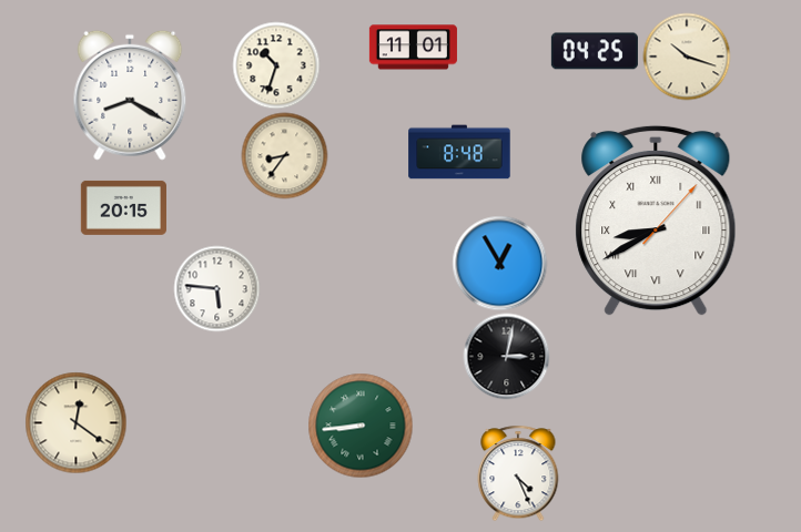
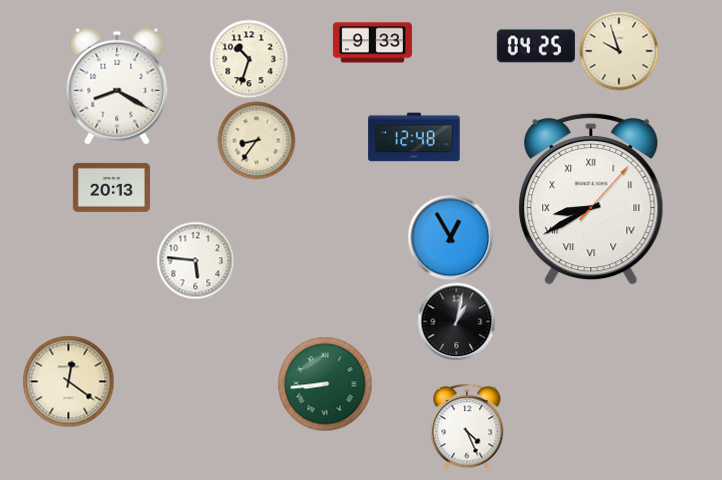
clock at (413, 48): 11:01 -> 9:33
clock at (687, 57): 10:18 -> 9:57
clock at (459, 152): 8:48 -> 12:48
clock at (123, 207): 20:15 -> 20:13
clock at (506, 356): 3:02 -> 1:02
